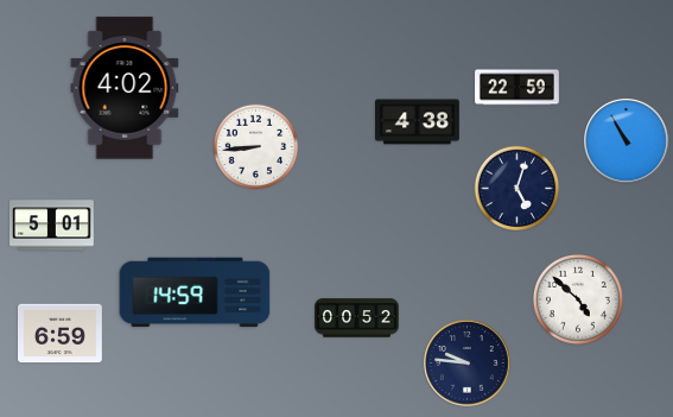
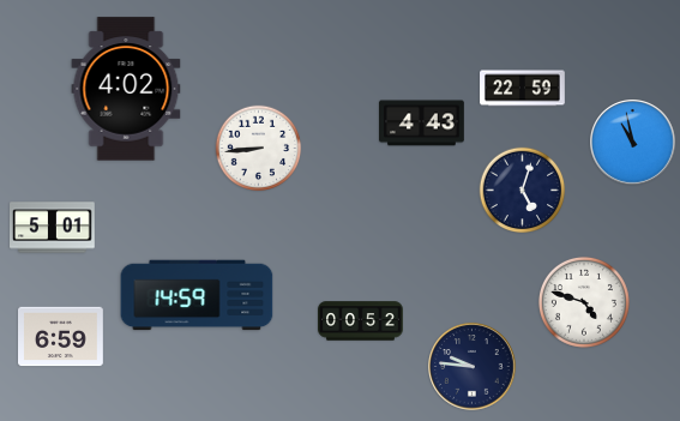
clock at (418, 122): 4:38 -> 4:43
clock at (627, 141): 10:55 -> 10:58
clock at (578, 299): 4:52 -> 4:48
